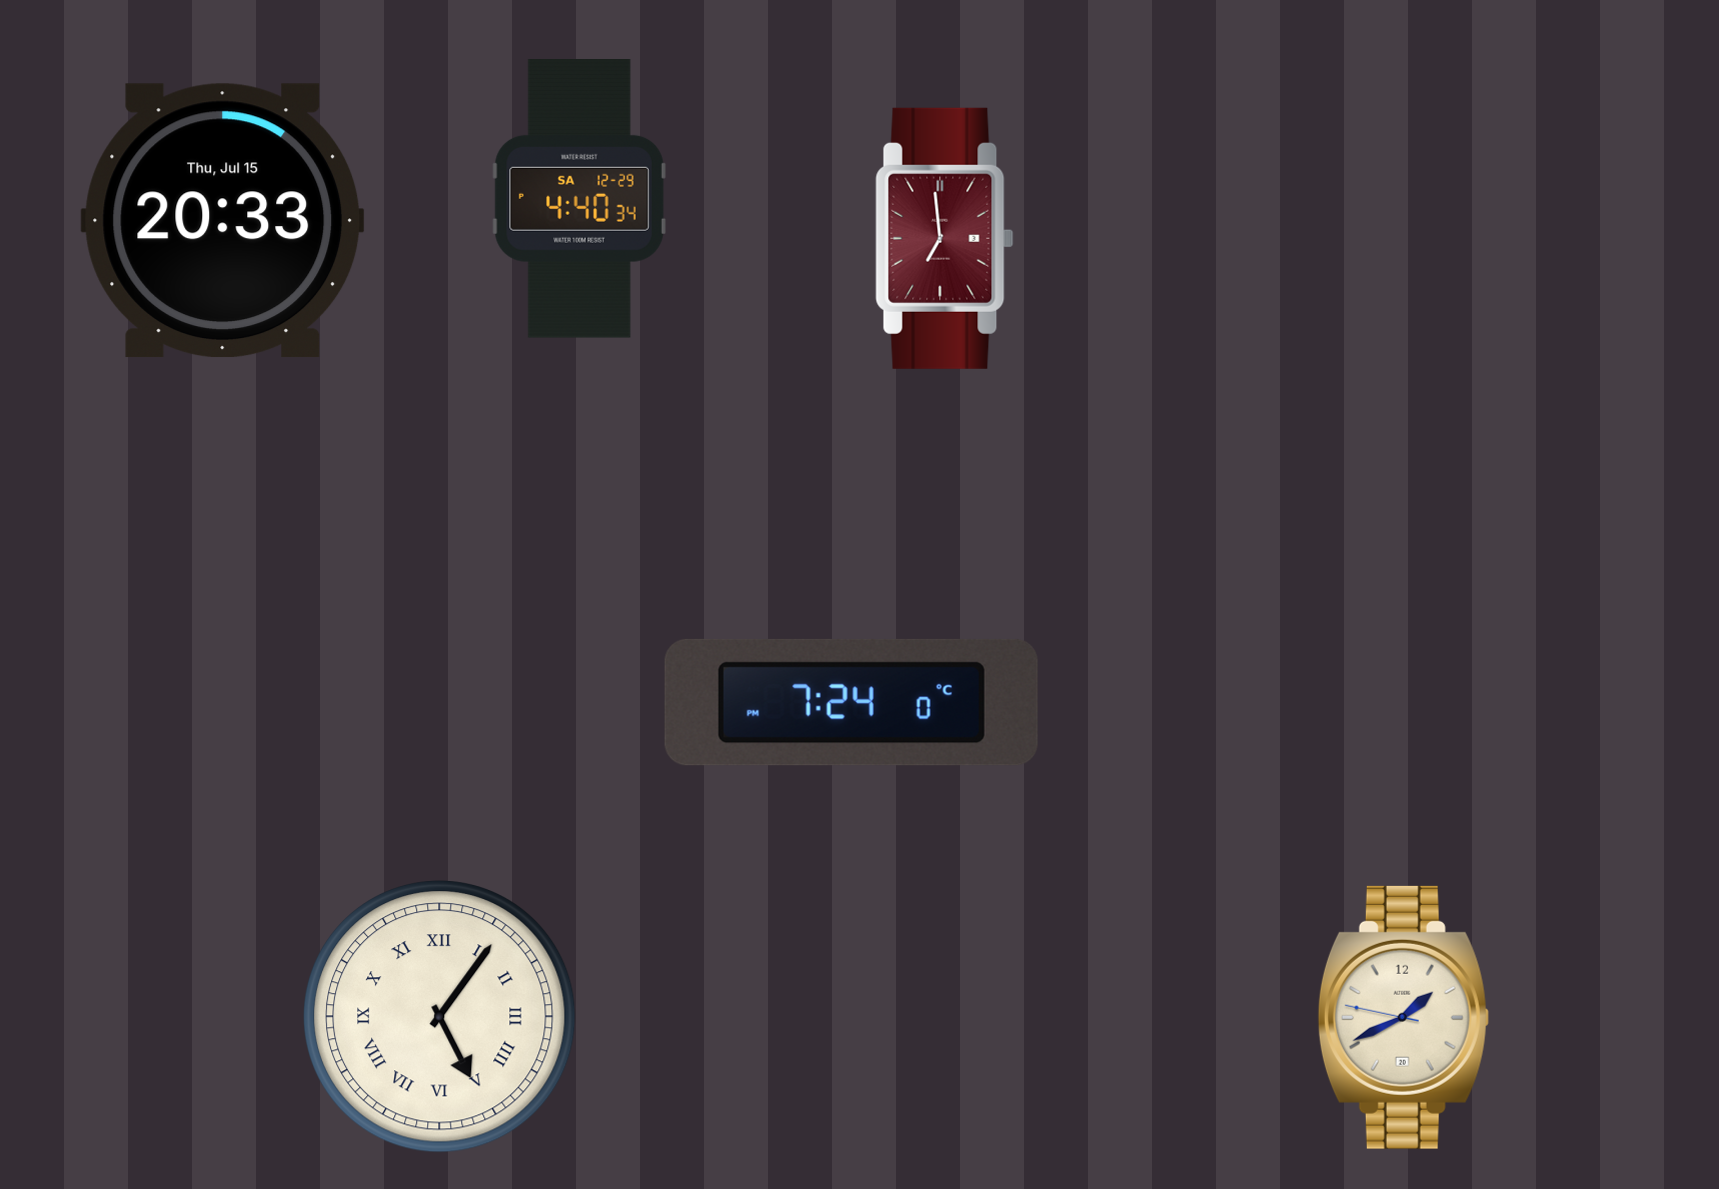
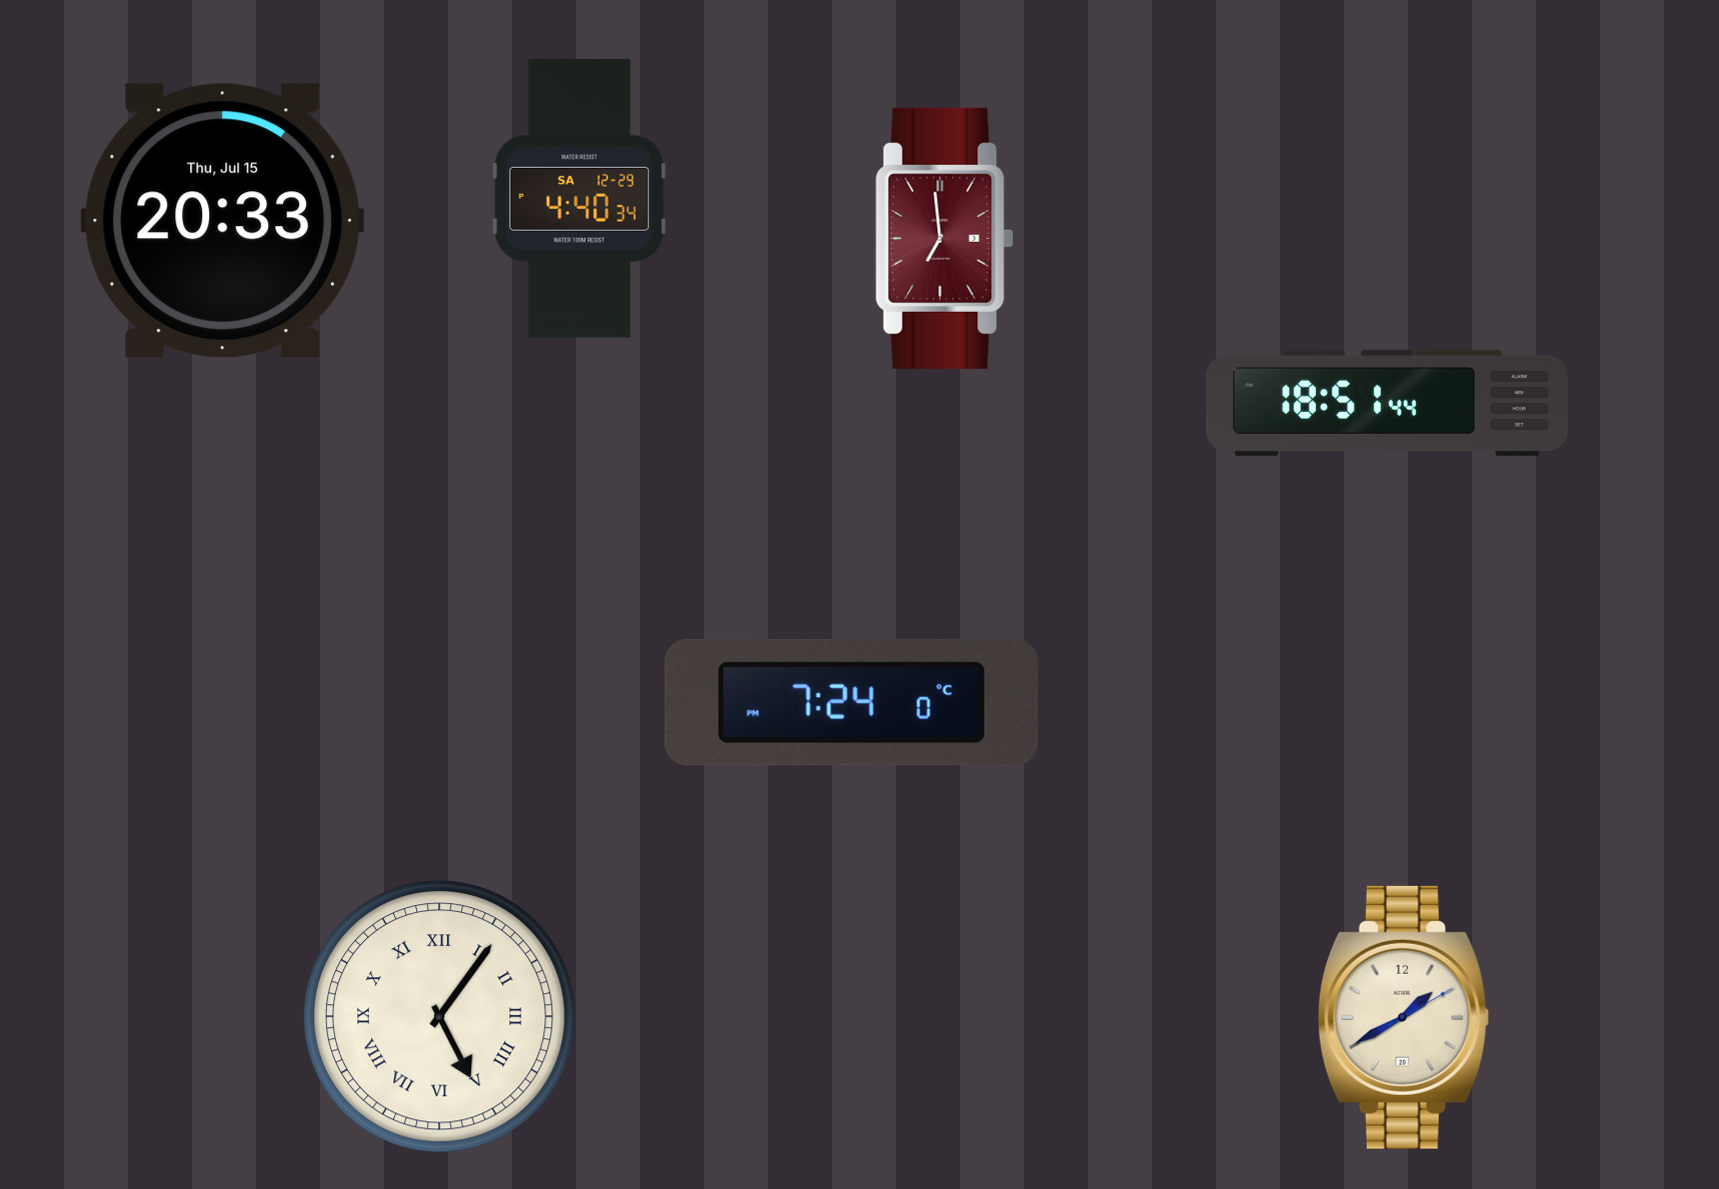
clock at (1387, 403): none -> 18:51
clock at (1403, 1017): 1:40:47 -> 1:40:10
